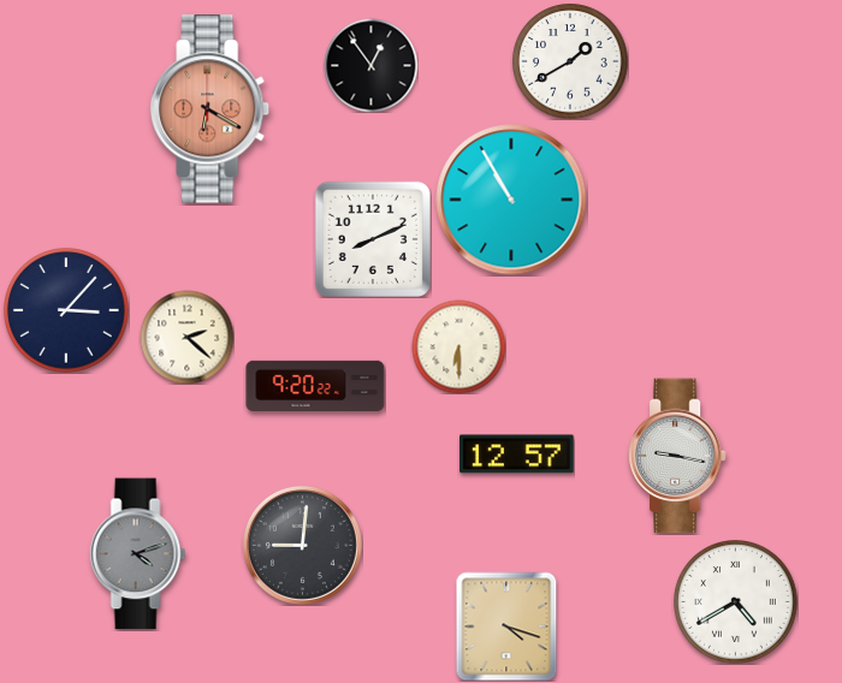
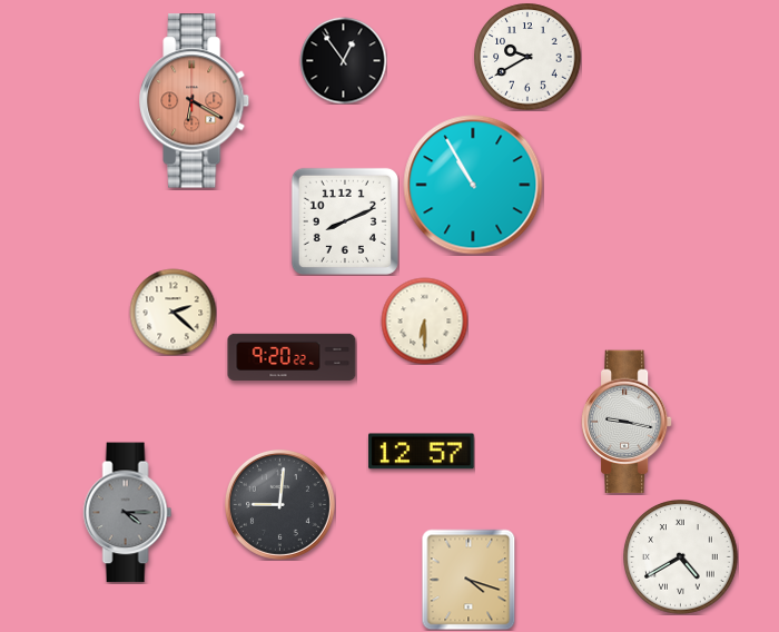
clock at (570, 61): 1:40 -> 9:40
clock at (67, 311): 3:07 -> none
clock at (517, 455) position: (517, 455) -> (422, 452)
clock at (138, 554): 4:12 -> 4:15
